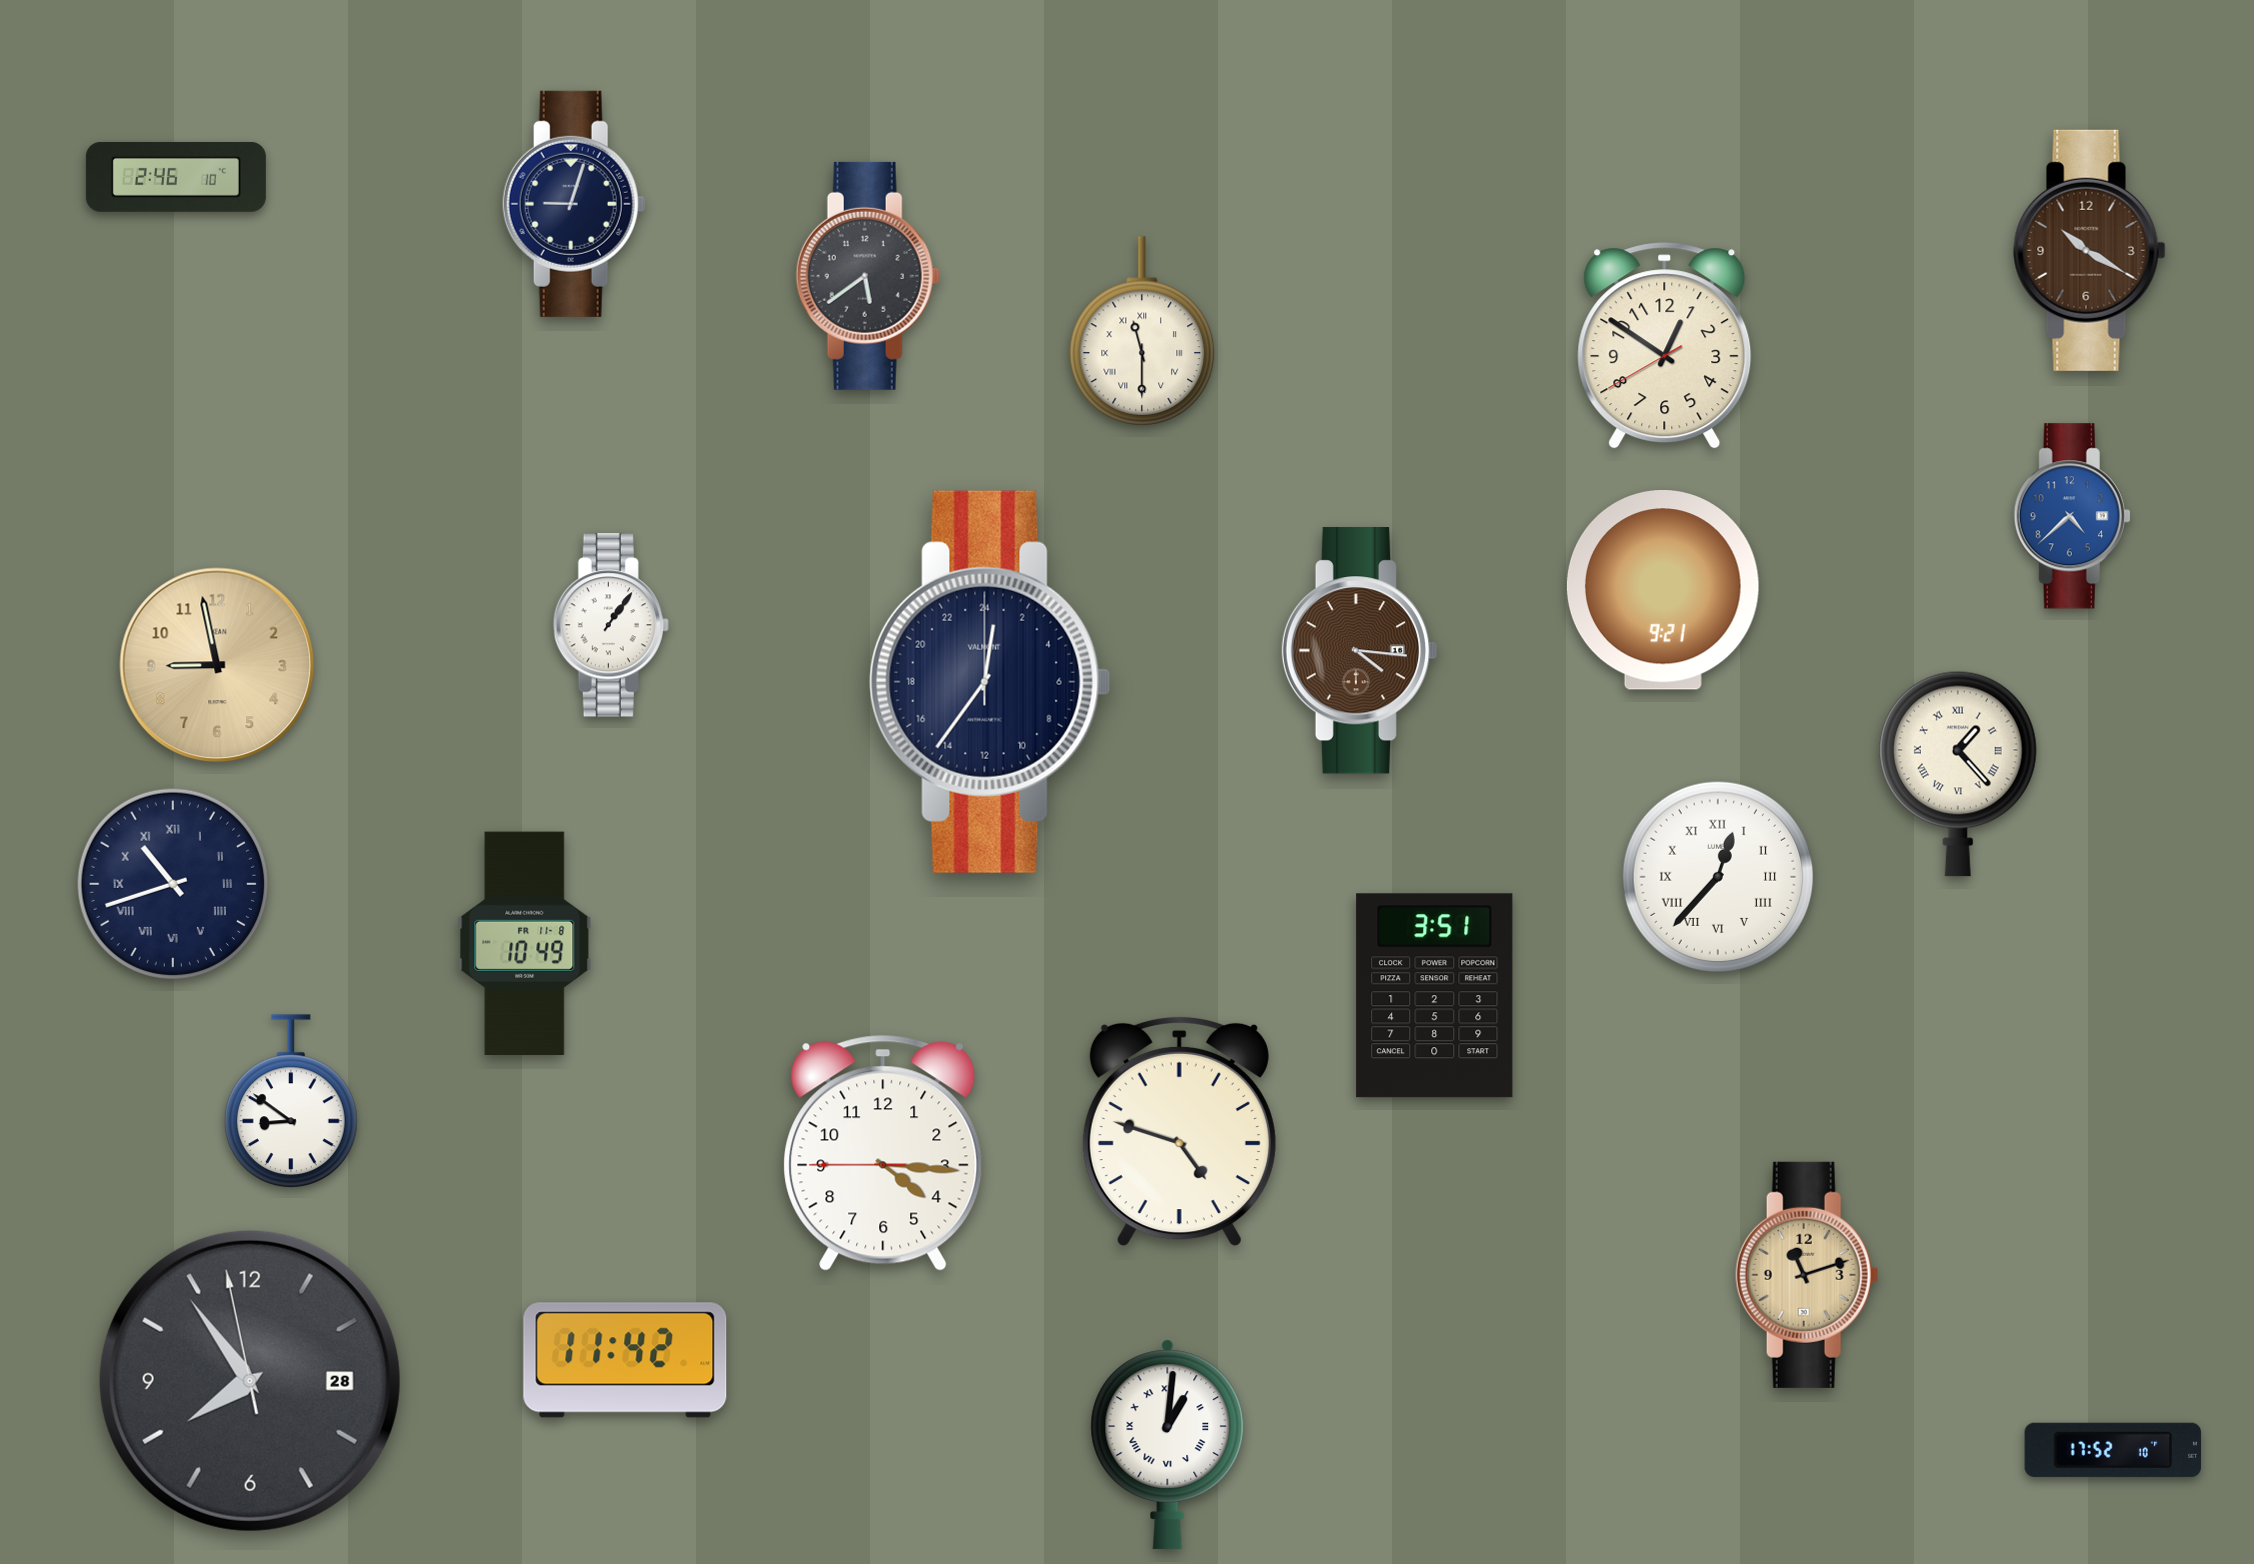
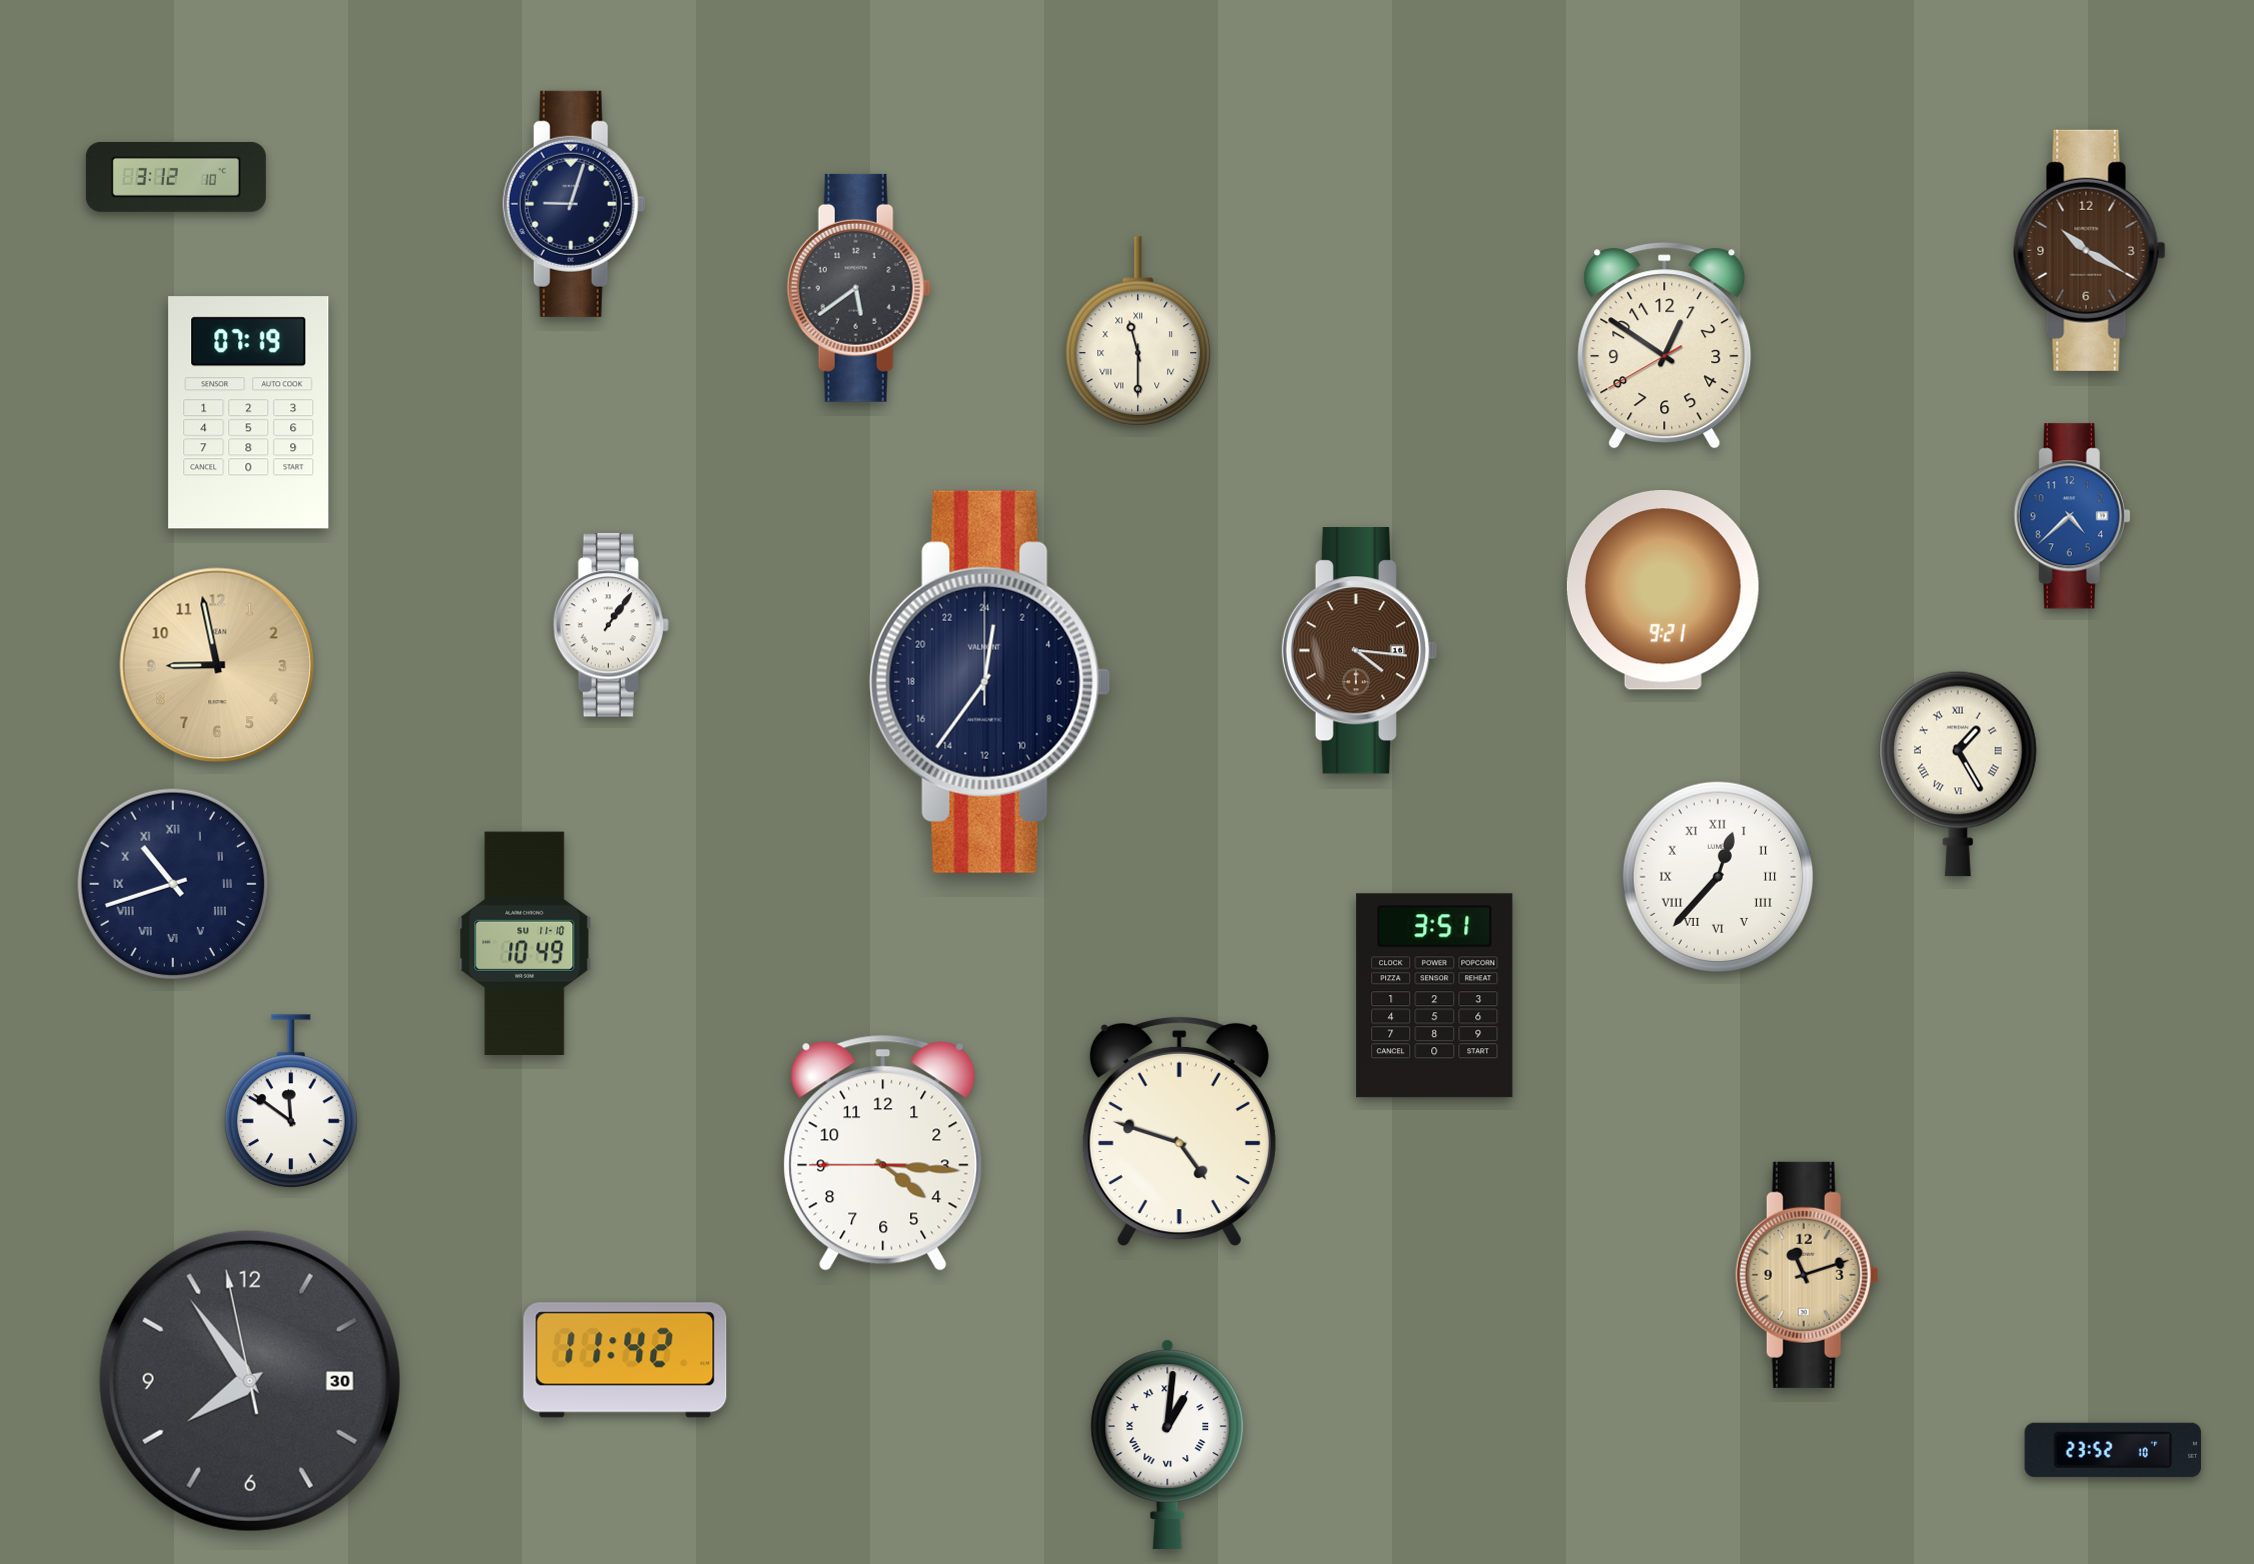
clock at (176, 177): 2:46 -> 3:12
clock at (868, 276) position: (868, 276) -> (859, 288)
clock at (1142, 331) position: (1142, 331) -> (1138, 331)
clock at (249, 413): none -> 07:19
clock at (1958, 774): 1:23 -> 1:25
clock at (525, 943) date: FR 11-8 -> SU 11-10
clock at (291, 1102): 8:51 -> 11:51
clock at (250, 1381) date: 28 -> 30
clock at (2112, 1450): 17:52 -> 23:52
